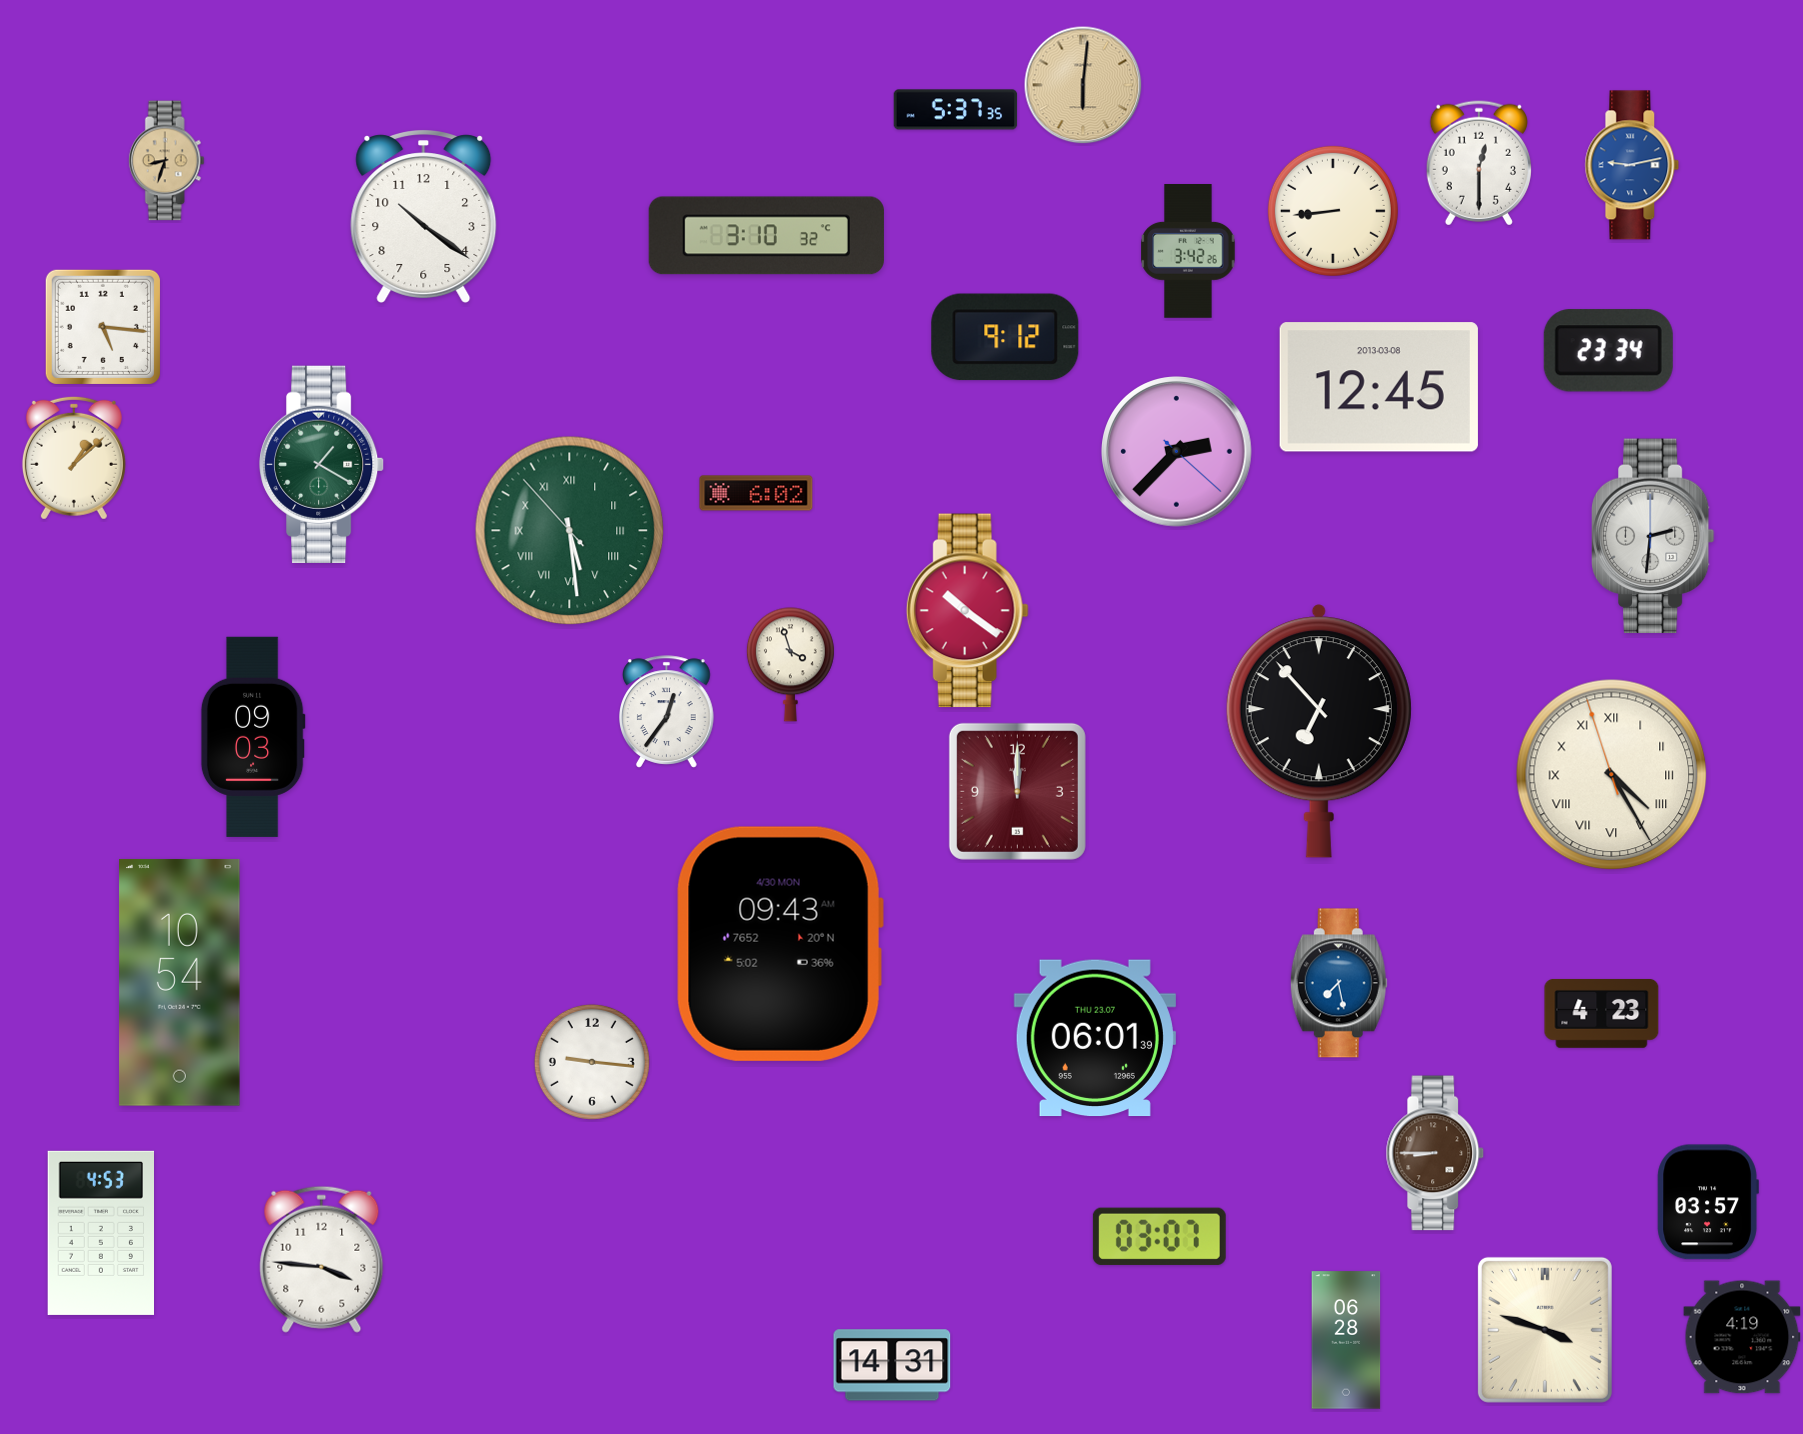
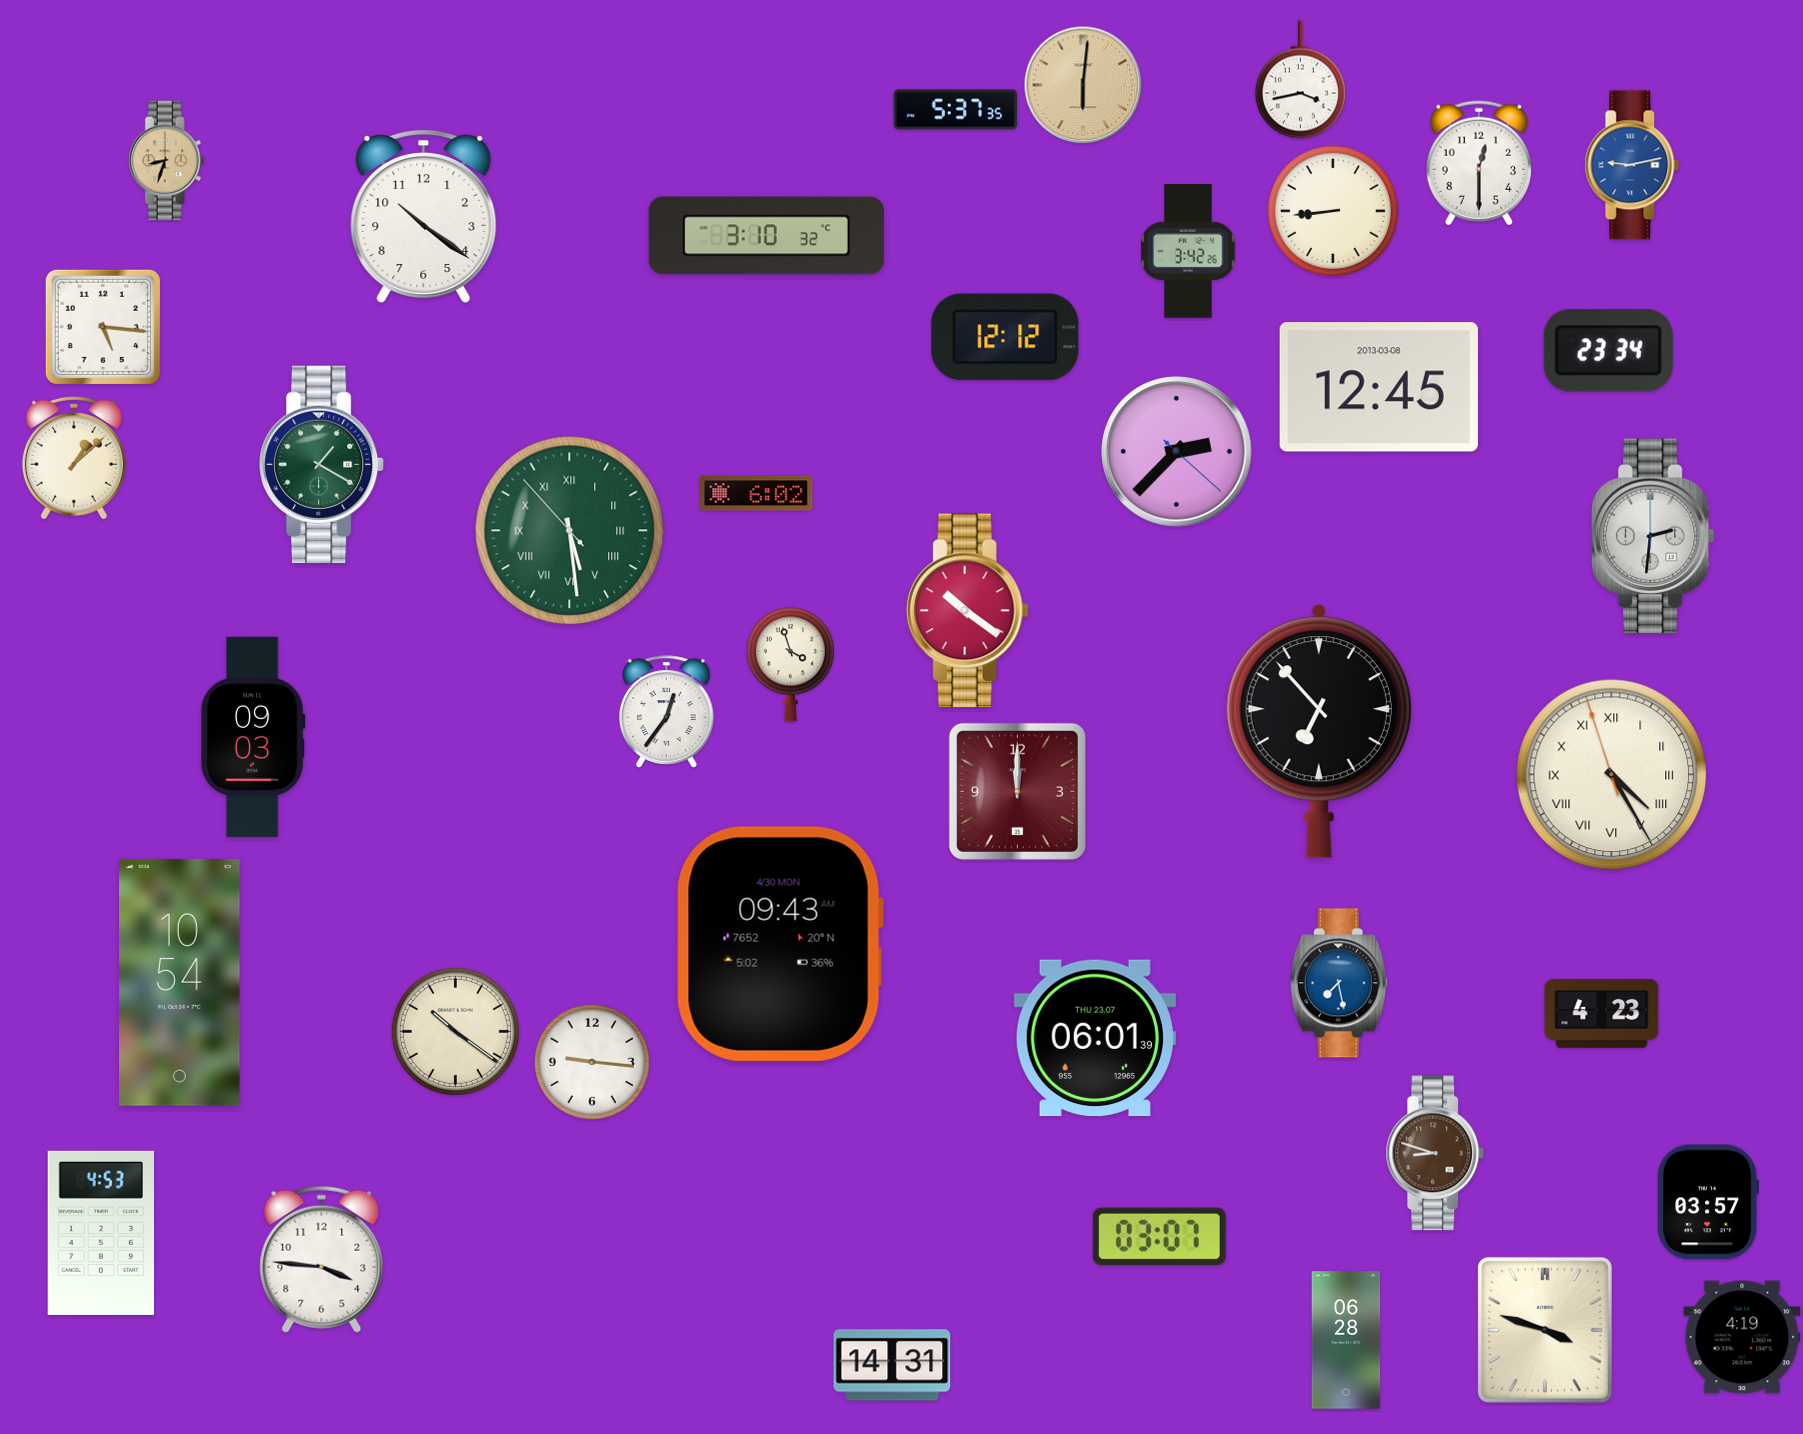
clock at (1300, 80): none -> 3:43
clock at (1005, 337): 9:12 -> 12:12
clock at (455, 1031): none -> 10:21
clock at (1435, 1153): 8:45 -> 8:48
